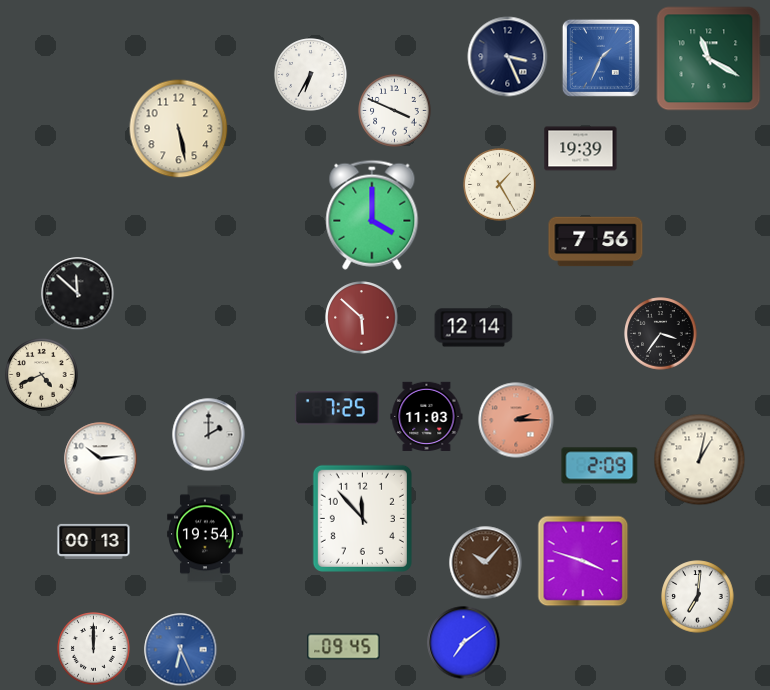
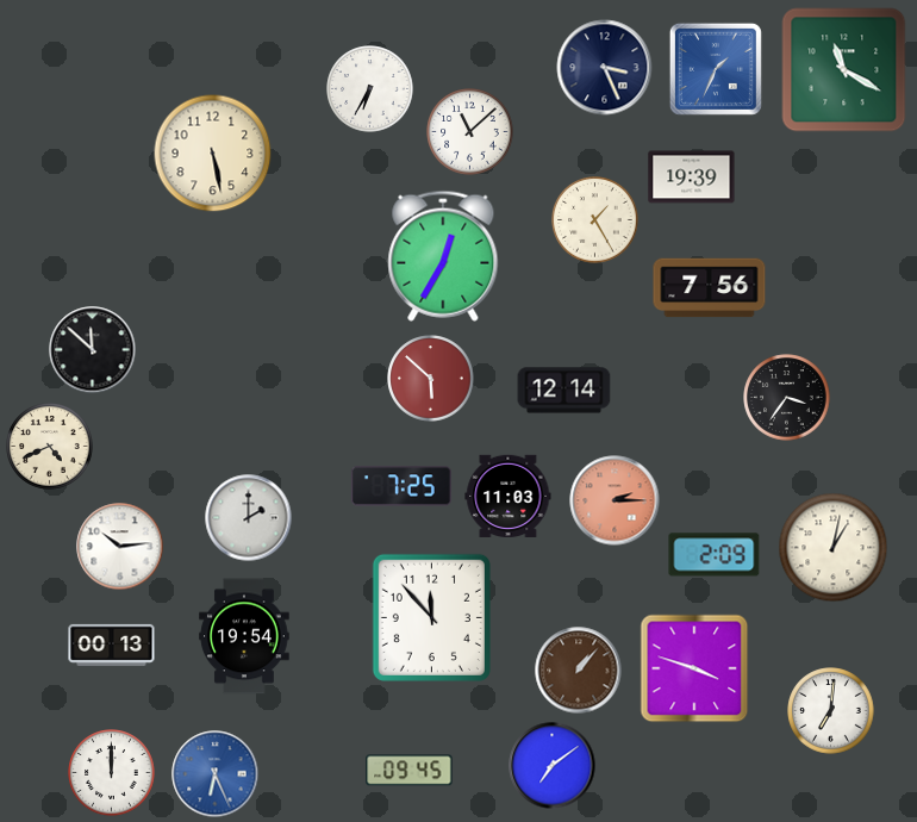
clock at (395, 111): 3:49 -> 11:08
clock at (372, 215): 4:00 -> 12:35
clock at (486, 563): 10:07 -> 1:07
